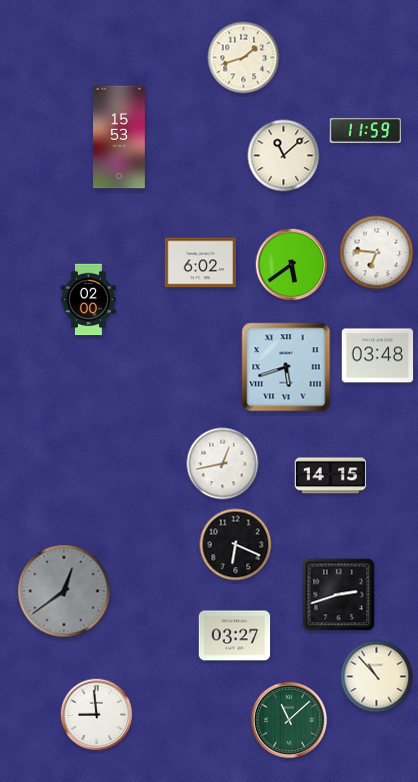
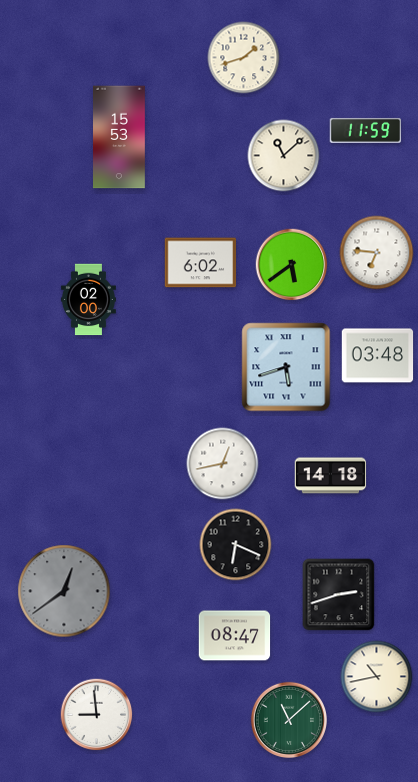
clock at (331, 476): 14:15 -> 14:18
clock at (235, 636): 03:27 -> 08:47
clock at (377, 677): 10:53 -> 10:43
